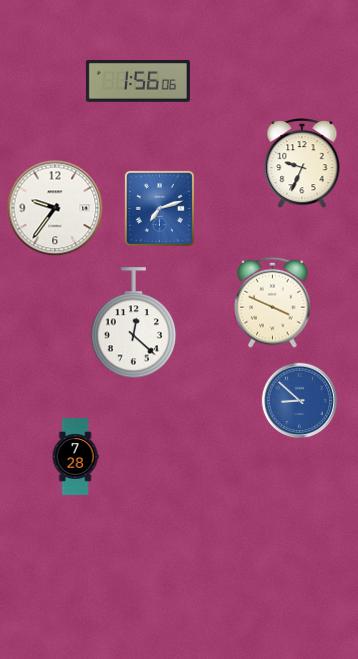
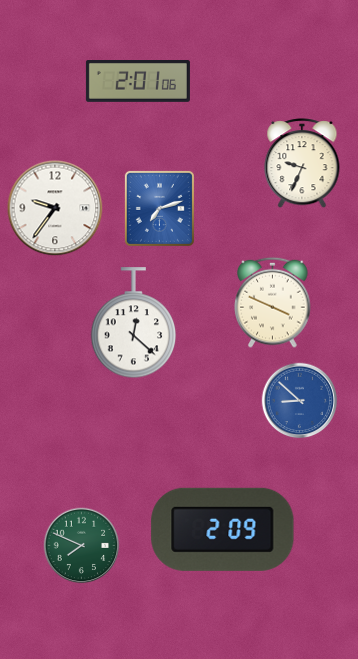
clock at (138, 82): 1:56 -> 2:01
clock at (75, 457): 7:28 -> none
clock at (223, 529): none -> 2:09
clock at (82, 546): none -> 7:49
